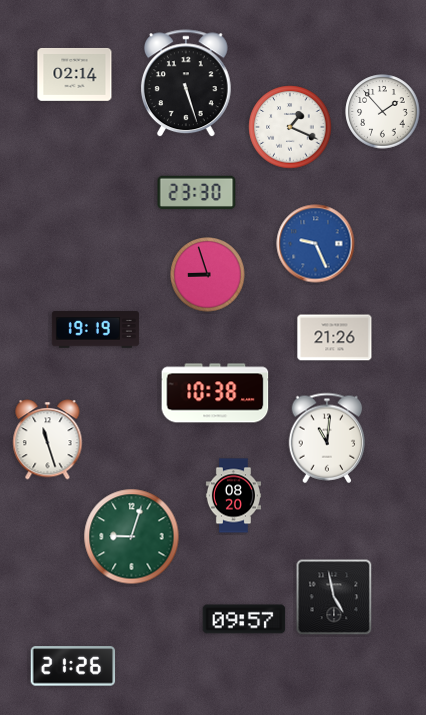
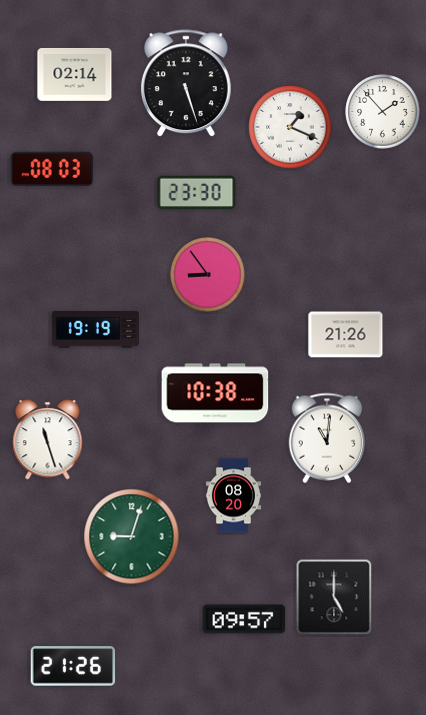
clock at (52, 169): none -> 08:03
clock at (316, 244): 9:26 -> none
clock at (208, 275): 8:57 -> 8:54
clock at (335, 338) position: (335, 338) -> (346, 335)
clock at (334, 597): 4:58 -> 5:00
